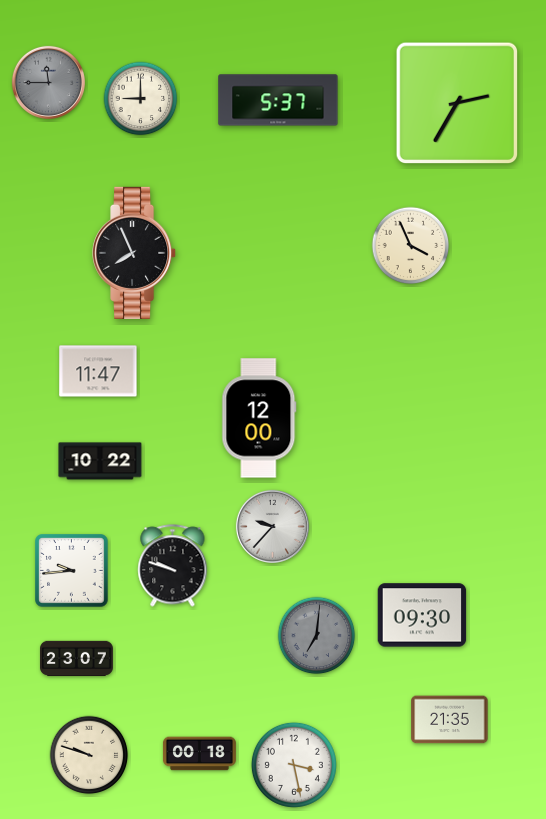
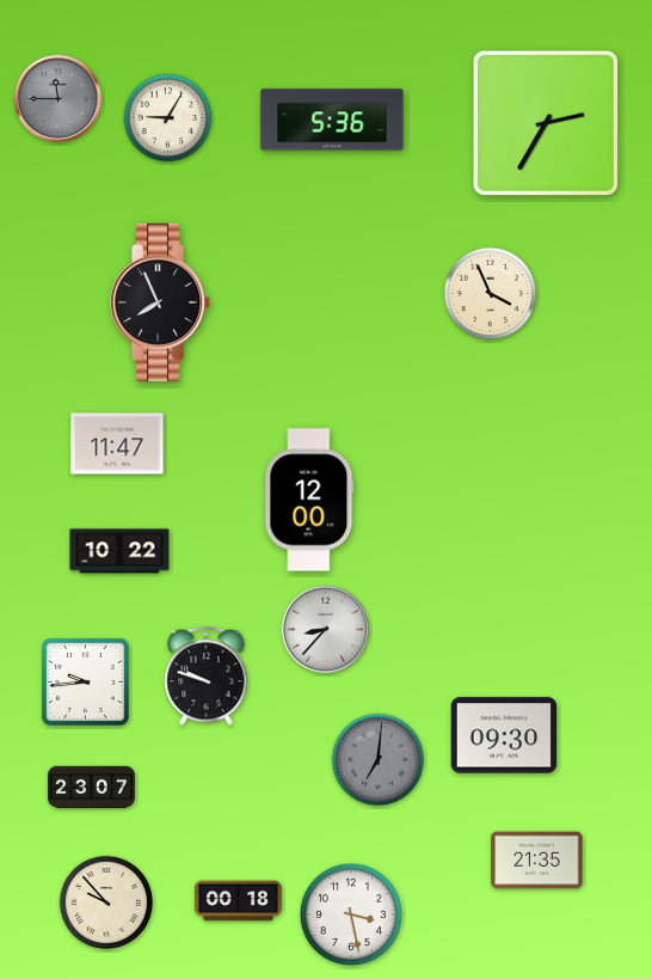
clock at (141, 99): 9:00 -> 9:05
clock at (278, 100): 5:37 -> 5:36
clock at (272, 526): 9:37 -> 8:37
clock at (89, 755): 9:48 -> 9:53
